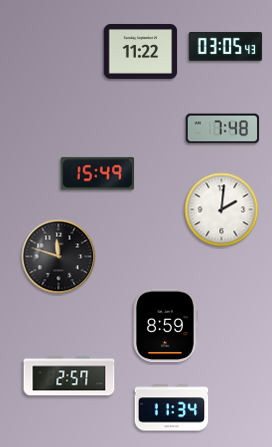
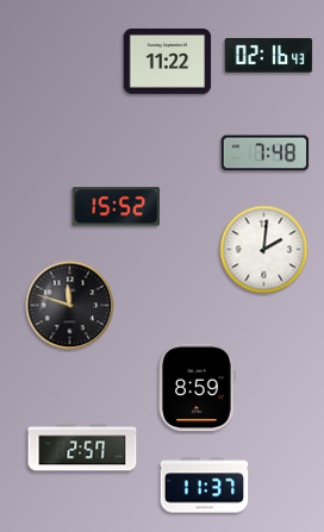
clock at (226, 46): 03:05 -> 02:16
clock at (98, 174): 15:49 -> 15:52
clock at (172, 408): 11:34 -> 11:37
